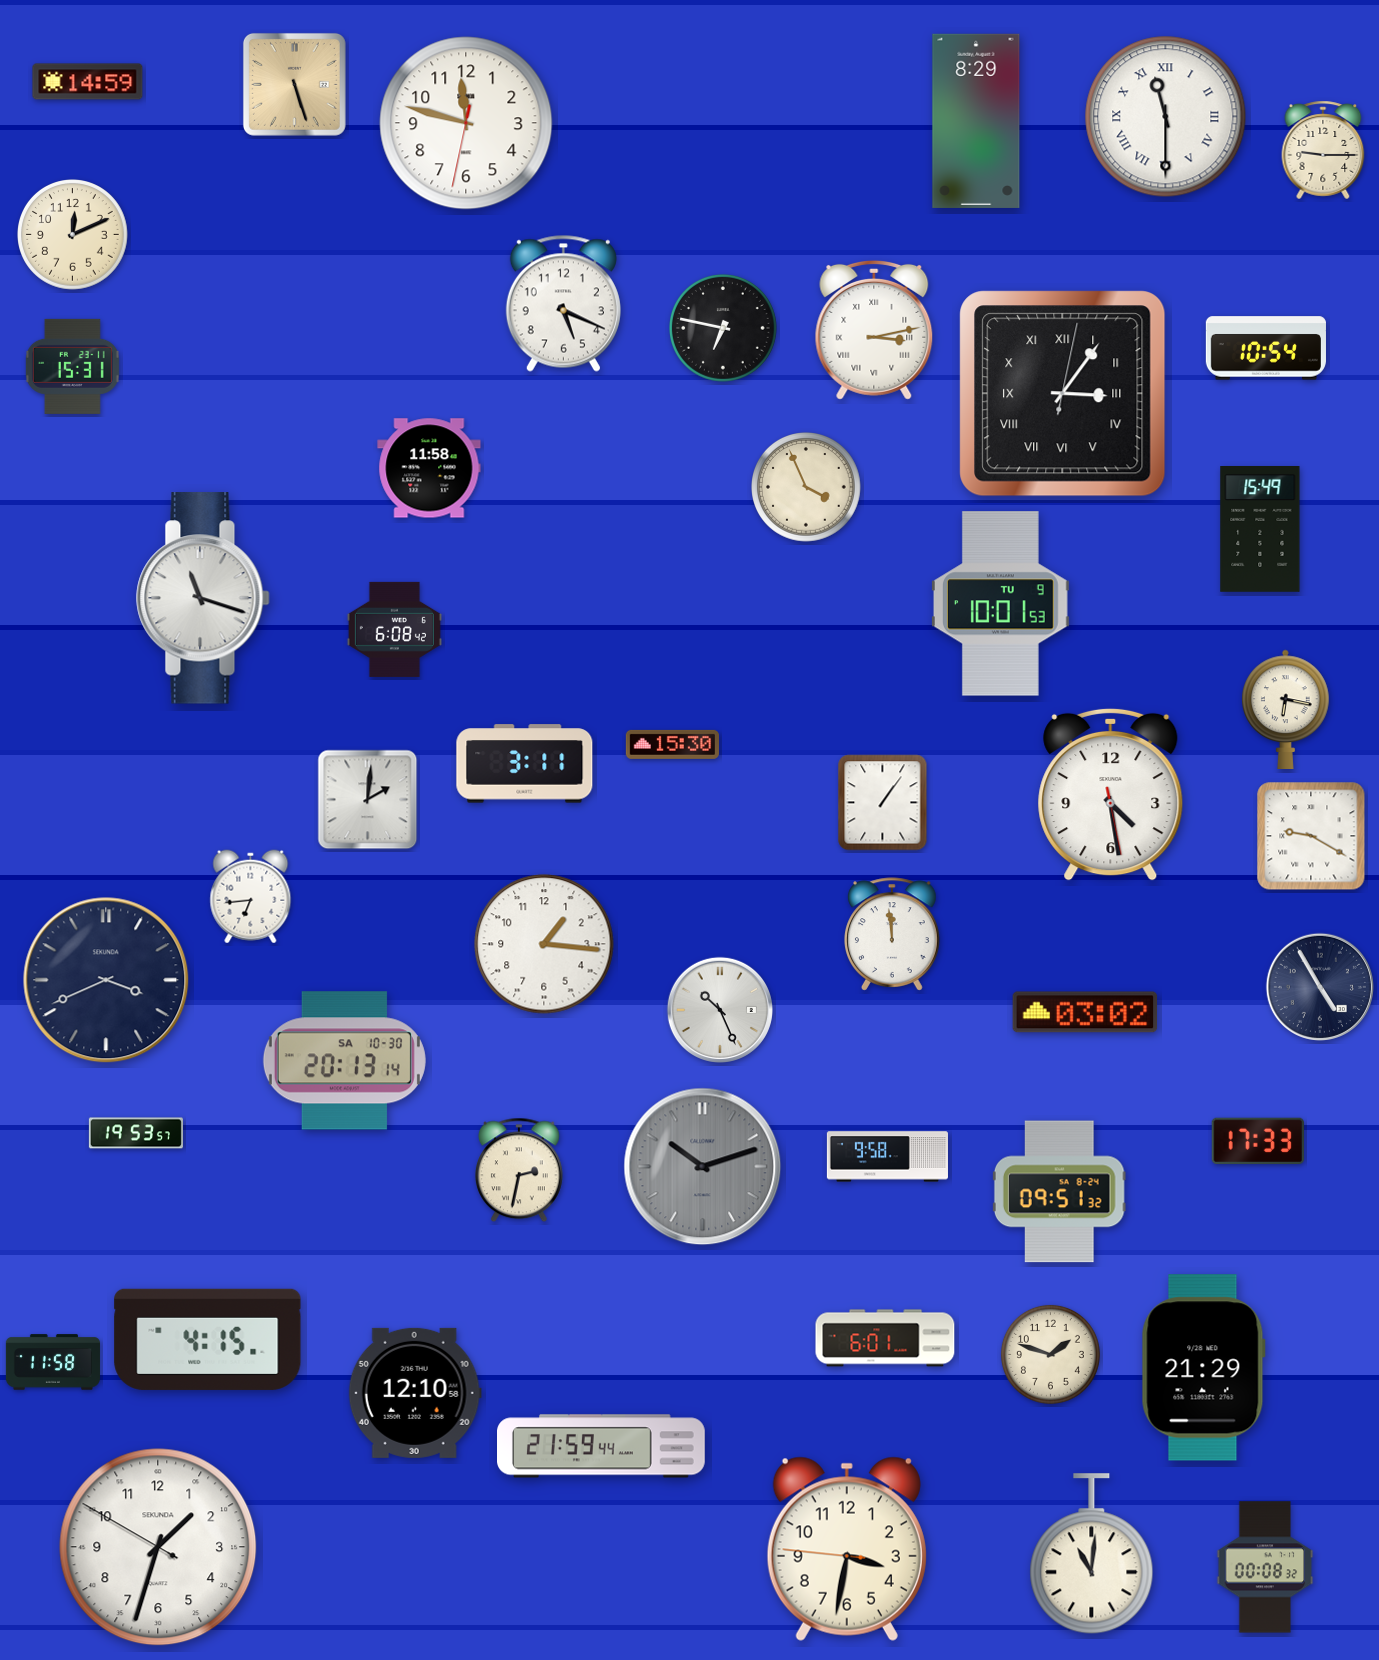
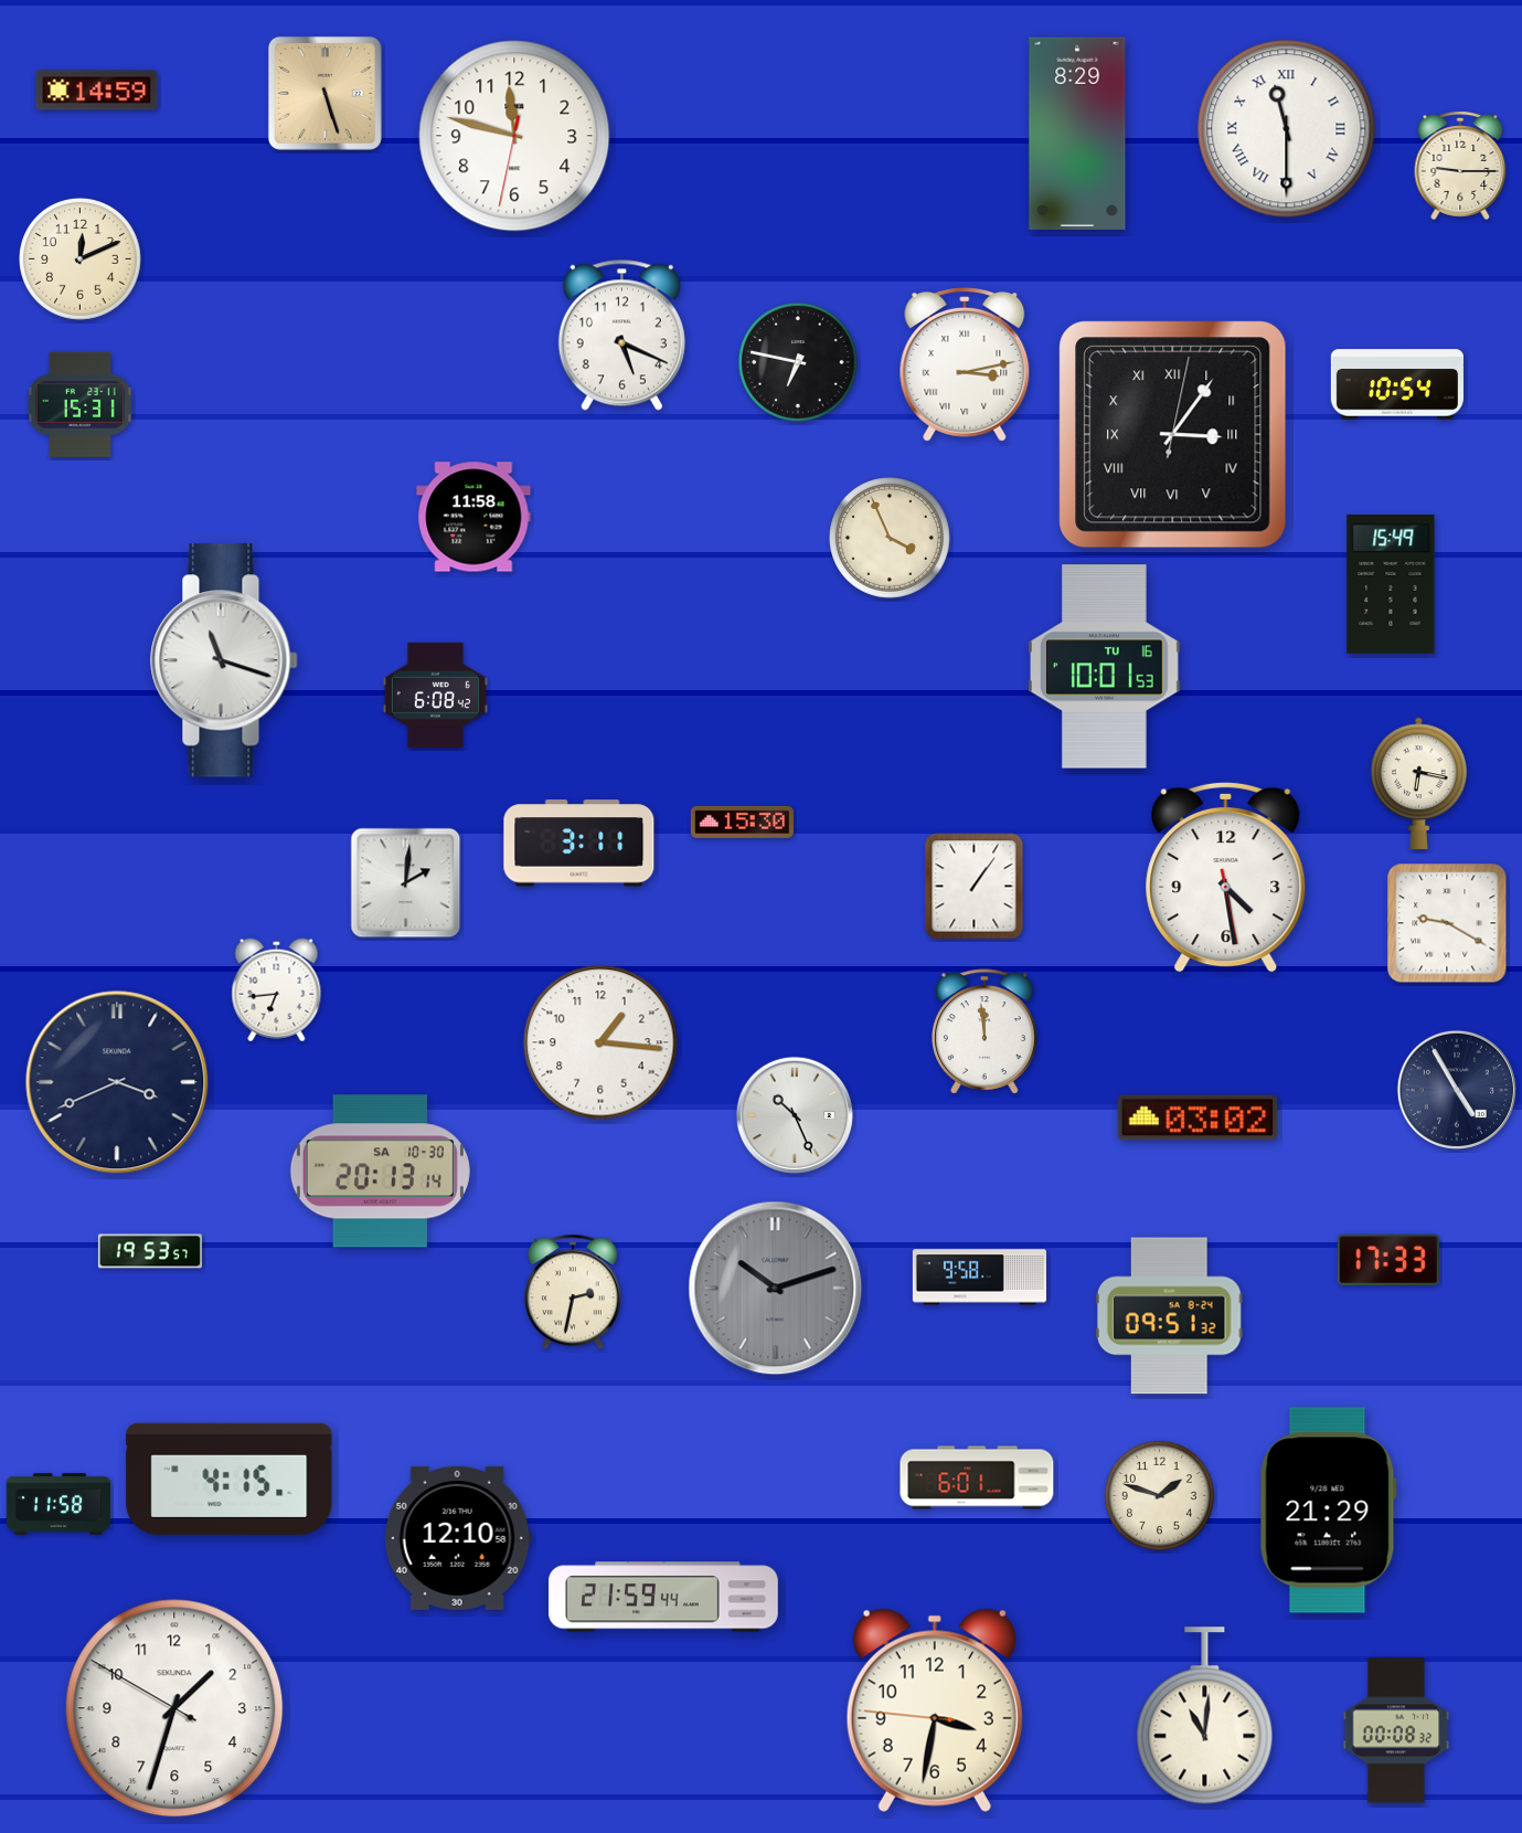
clock at (1000, 604) date: TU 9 -> TU 16
